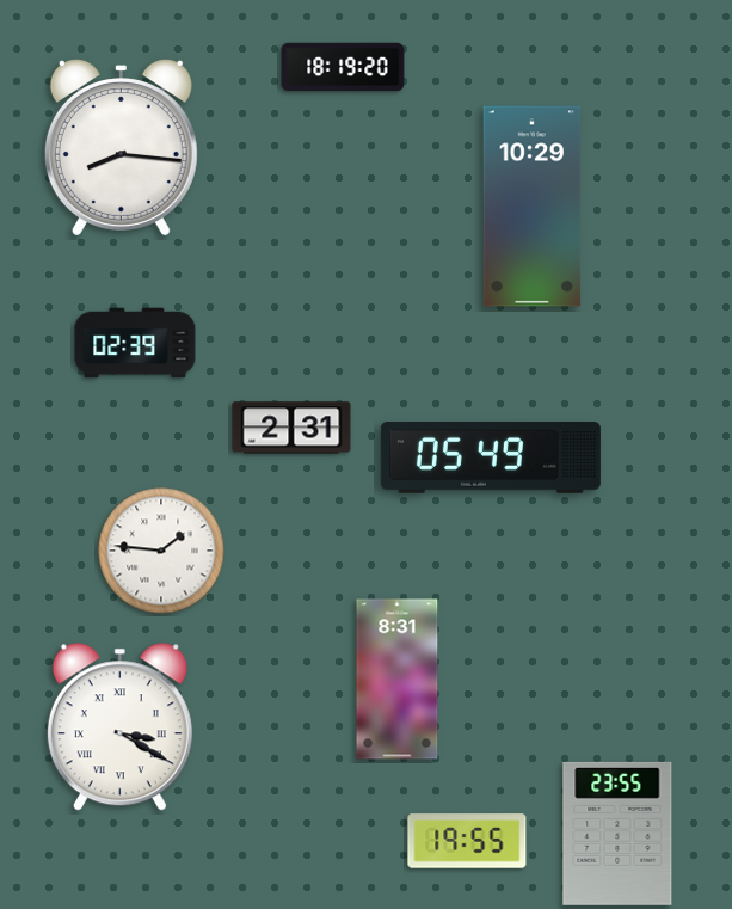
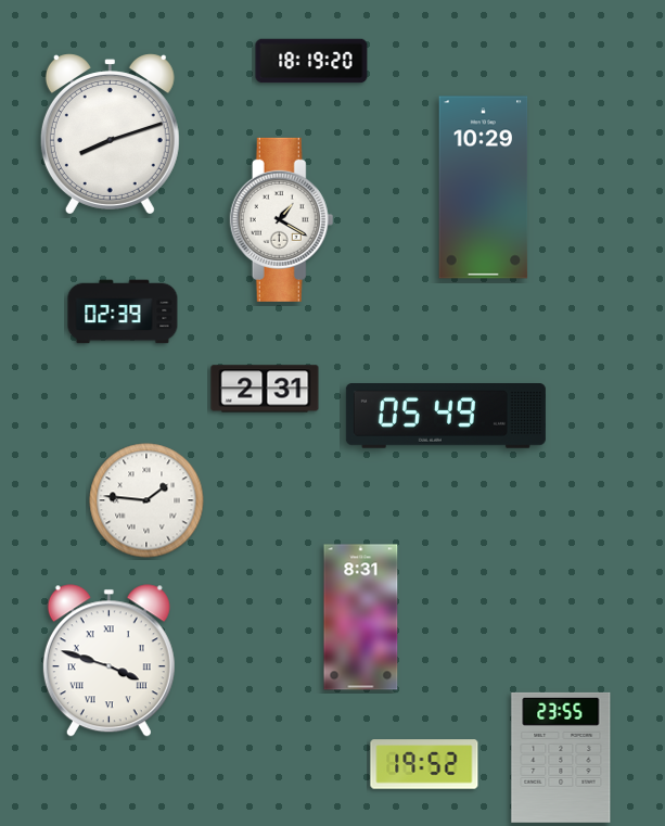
clock at (121, 148): 8:16 -> 8:12
clock at (282, 219): none -> 1:20
clock at (119, 727): 3:20 -> 3:48
clock at (467, 841): 19:55 -> 19:52
